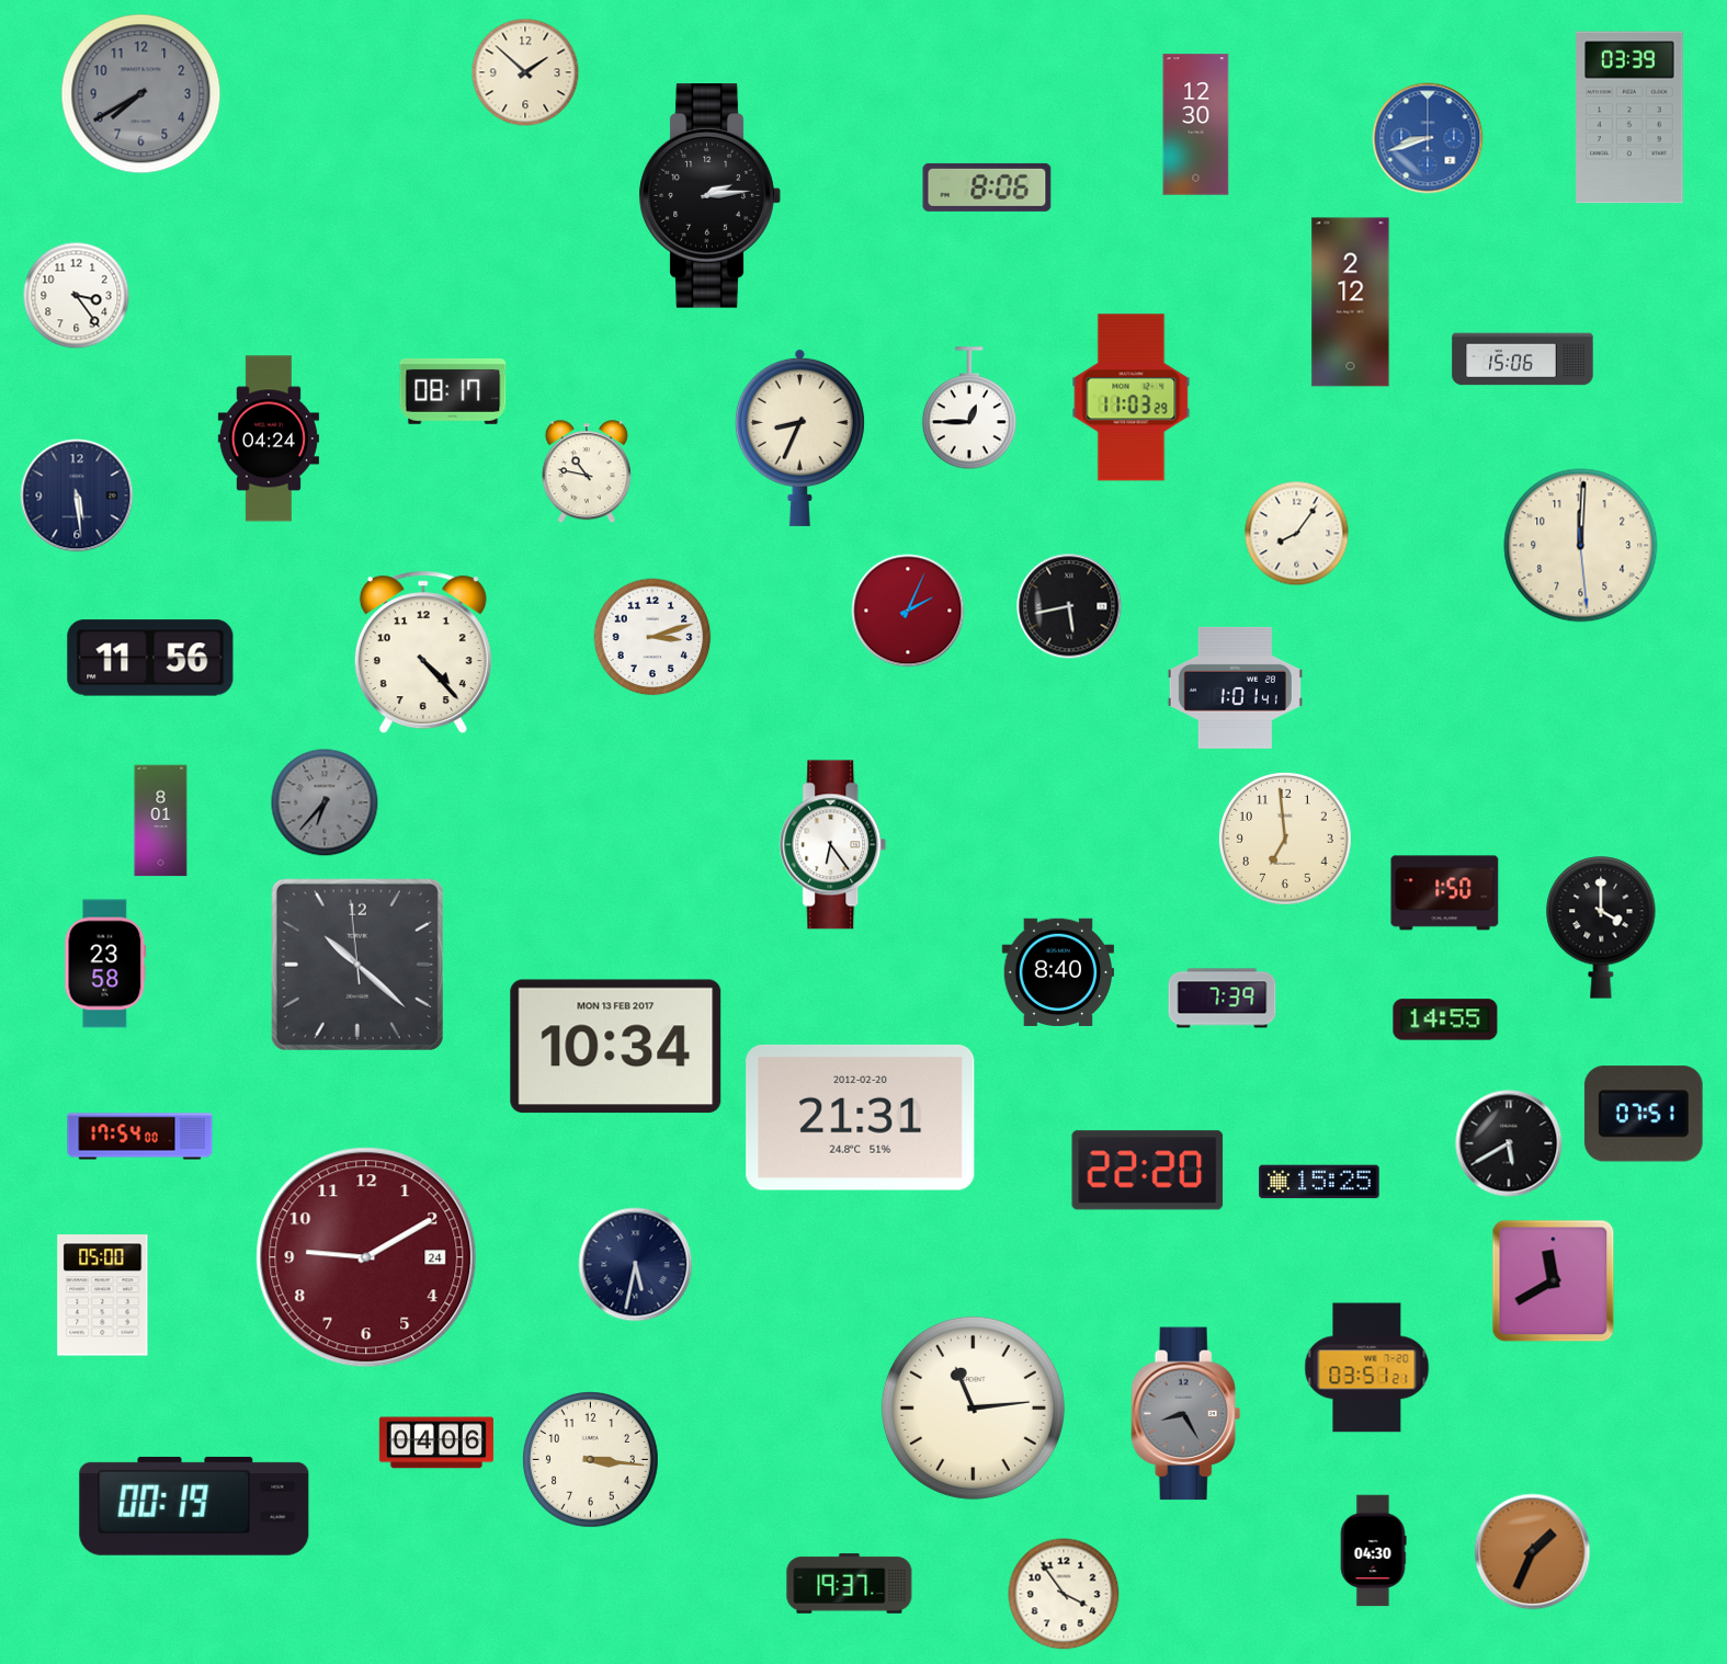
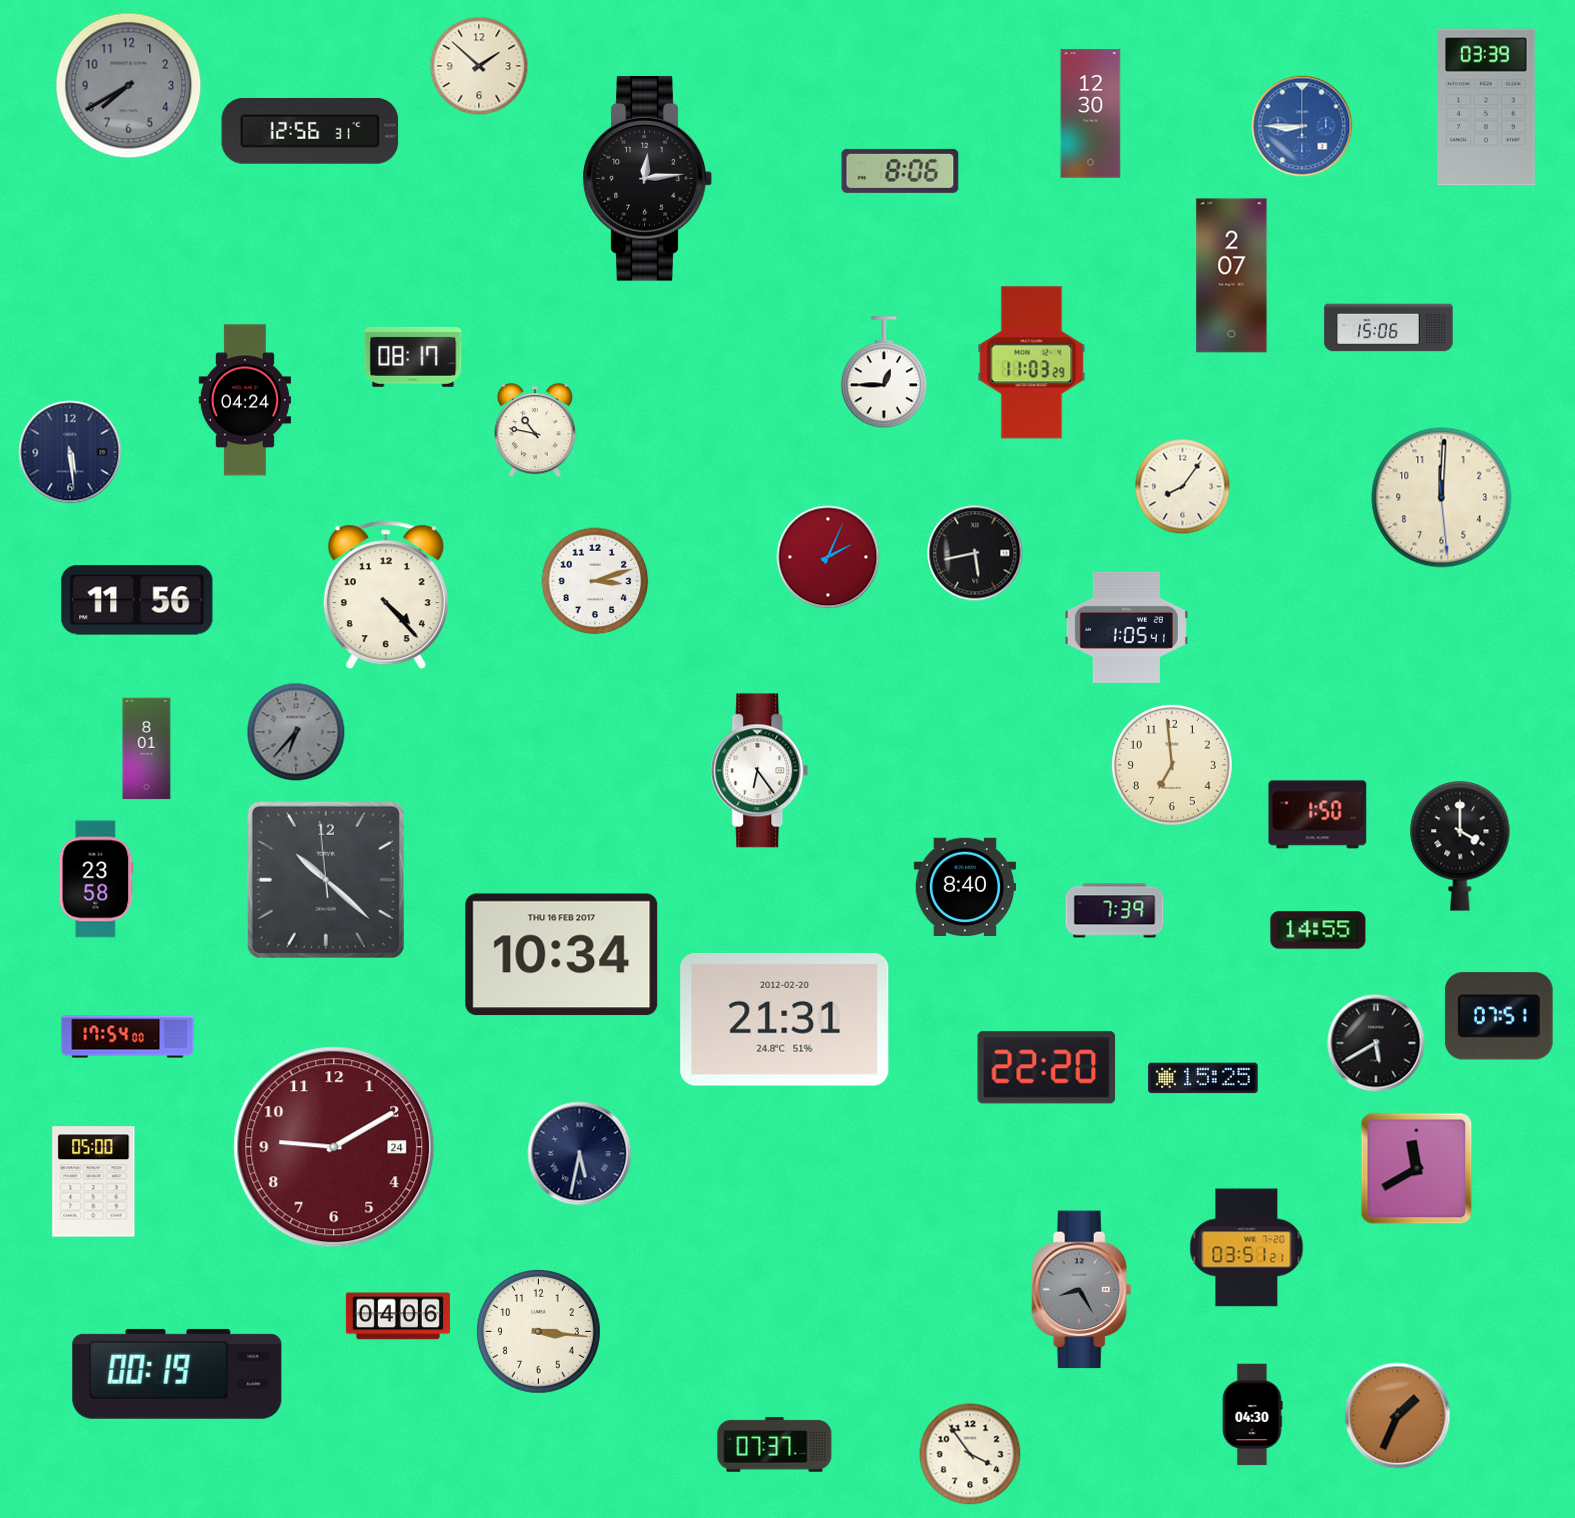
clock at (1428, 138): 8:42 -> 8:45
clock at (310, 131): none -> 12:56
clock at (709, 196): 2:14 -> 12:14
clock at (77, 296): 3:24 -> none
clock at (1351, 303): 2:12 -> 2:07
clock at (799, 437): 8:34 -> none
clock at (1235, 687): 1:01 -> 1:05
clock at (616, 1047) date: MON 13 FEB 2017 -> THU 16 FEB 2017
clock at (973, 1407): 11:14 -> none
clock at (850, 1584): 19:37 -> 07:37
